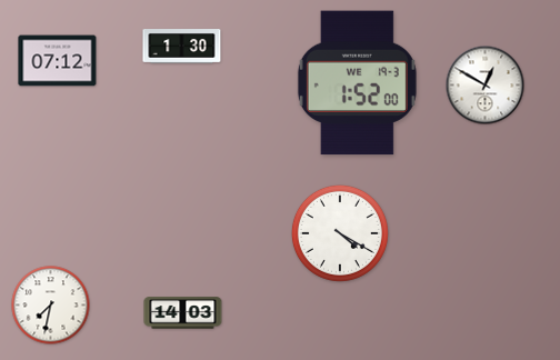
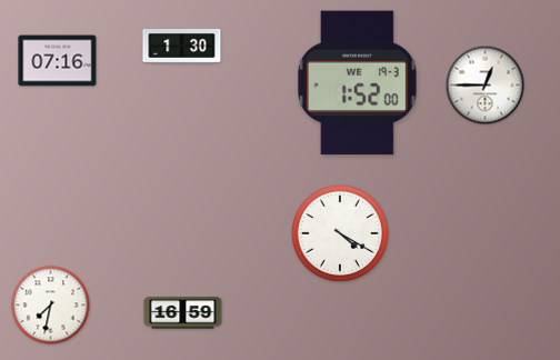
clock at (58, 61): 07:12 -> 07:16
clock at (486, 86): 12:50 -> 12:45
clock at (183, 313): 14:03 -> 16:59
